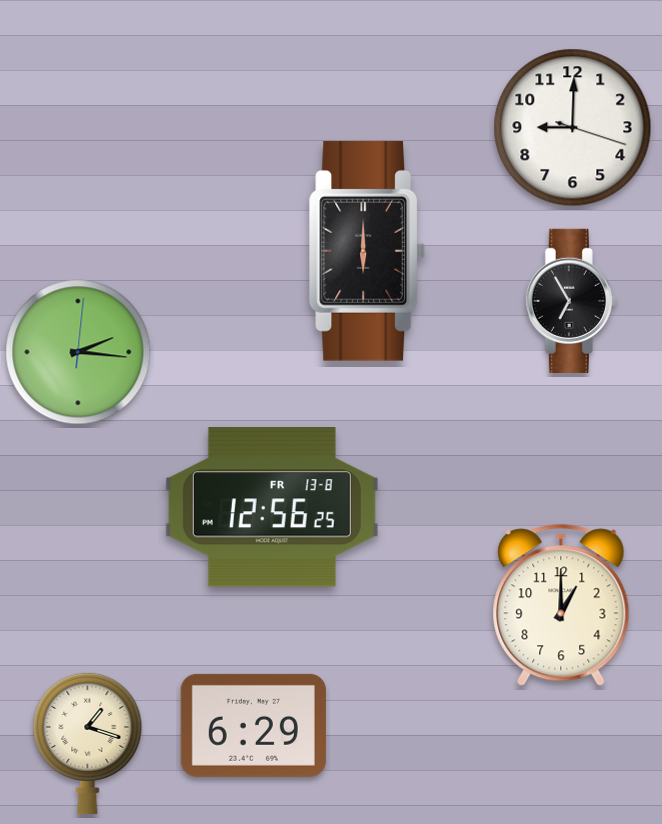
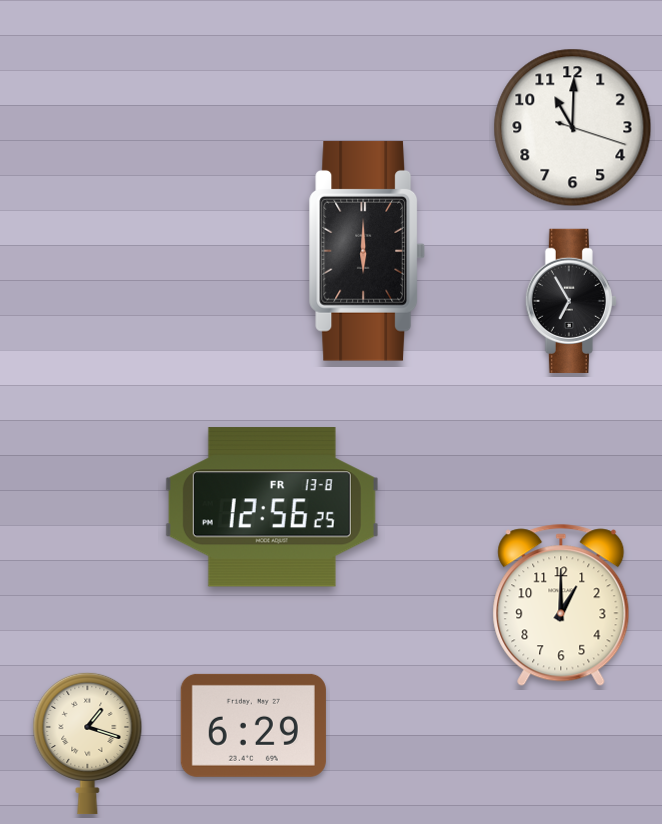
clock at (573, 128): 9:00 -> 11:00
clock at (78, 352): 2:16 -> none
